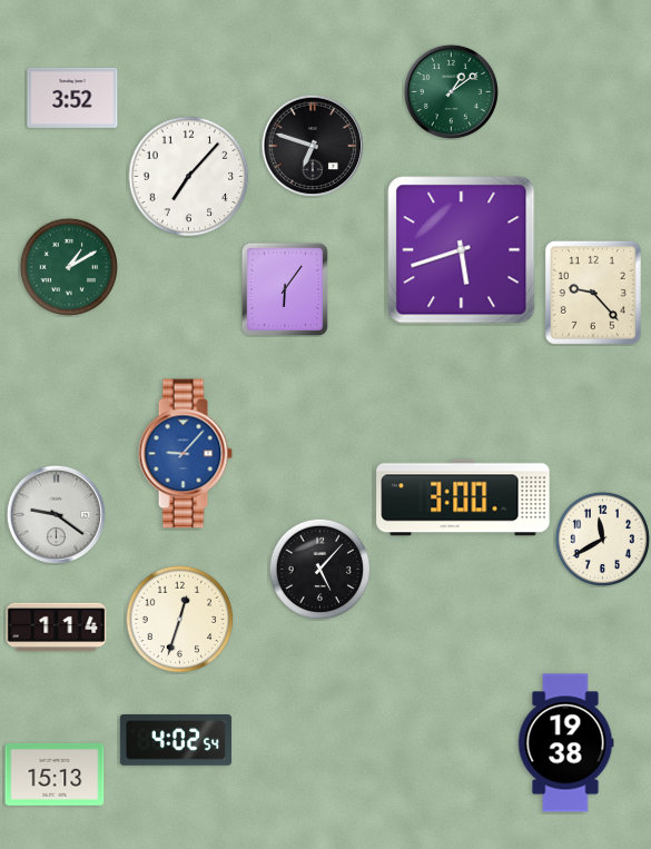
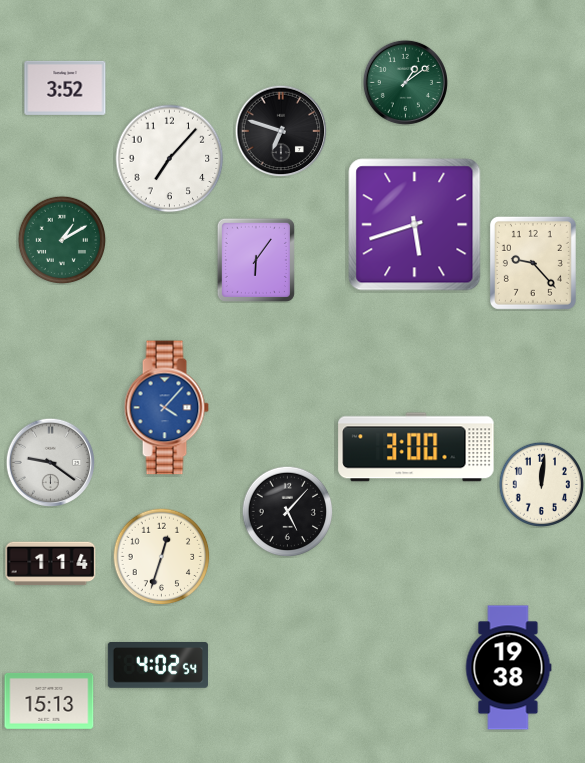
clock at (185, 454): 9:07 -> 4:07
clock at (602, 539): 11:40 -> 12:01
clock at (55, 774) position: (55, 774) -> (49, 701)
